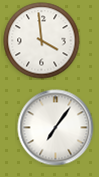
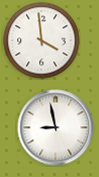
clock at (56, 128): 7:06 -> 8:58
